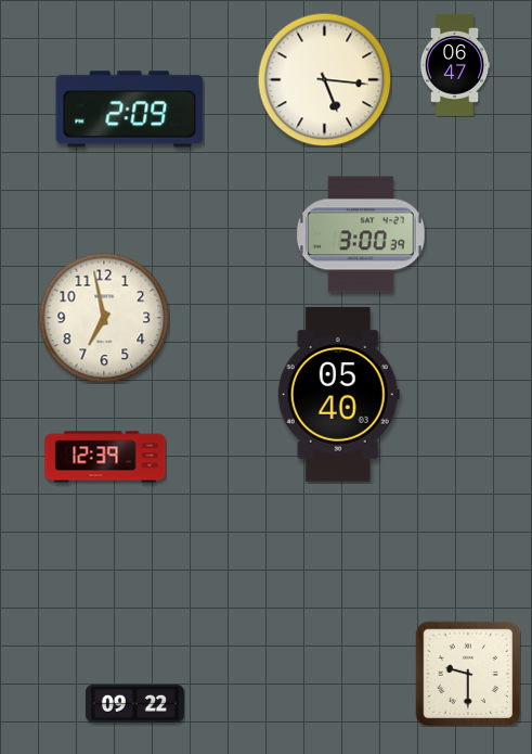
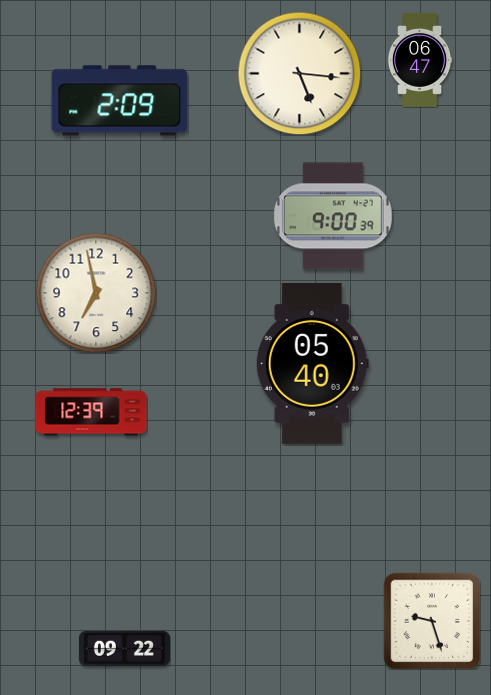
clock at (361, 234): 3:00 -> 9:00
clock at (105, 457) position: (105, 457) -> (91, 412)
clock at (468, 674): 9:30 -> 9:27
